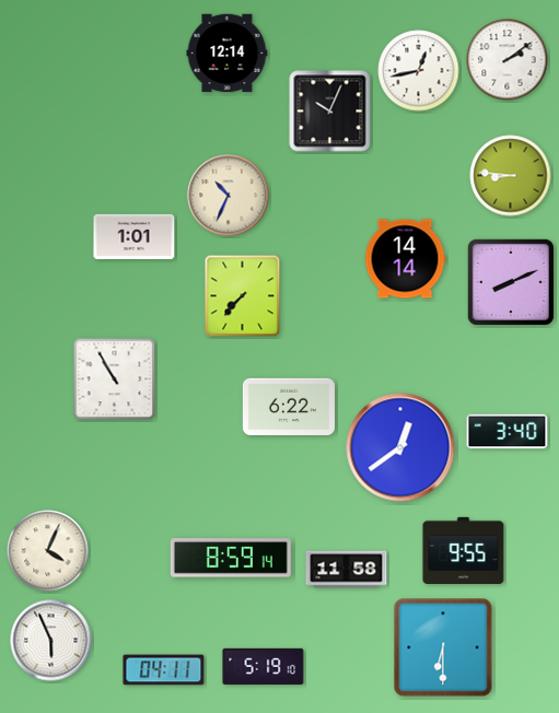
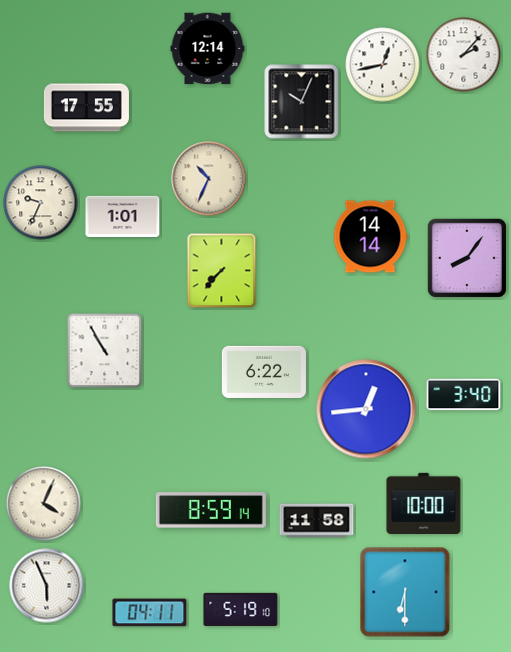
clock at (508, 60): 2:09 -> 2:07
clock at (86, 108): none -> 17:55
clock at (511, 176): 8:46 -> none
clock at (41, 203): none -> 9:34
clock at (511, 282): 8:11 -> 8:06
clock at (115, 379) position: (115, 379) -> (105, 351)
clock at (400, 447): 12:39 -> 12:44
clock at (464, 550): 9:55 -> 10:00
